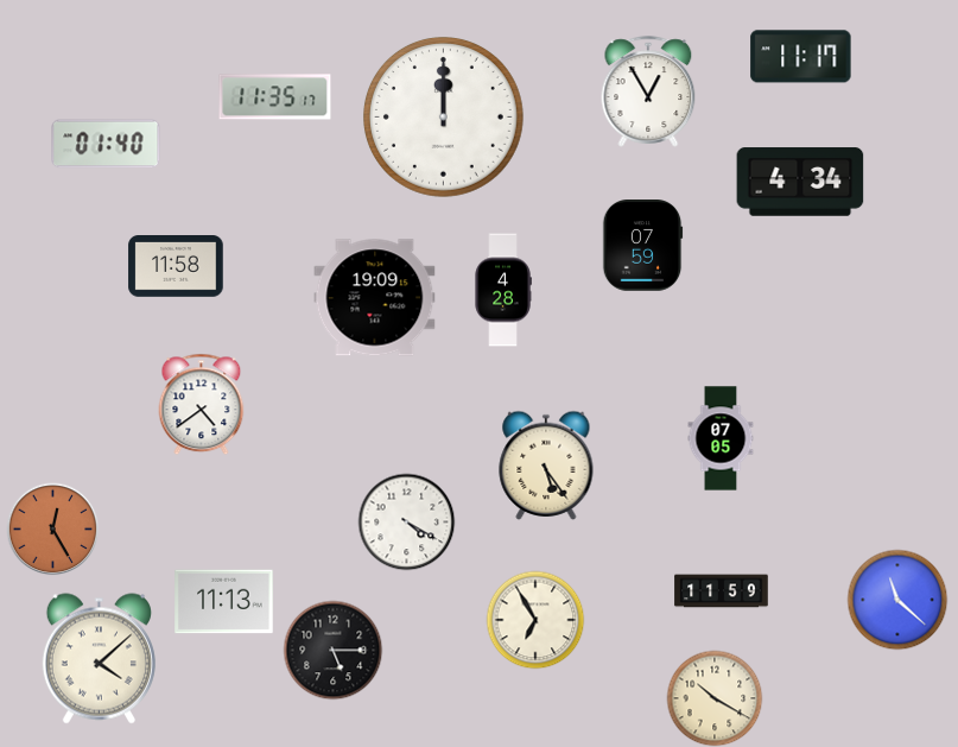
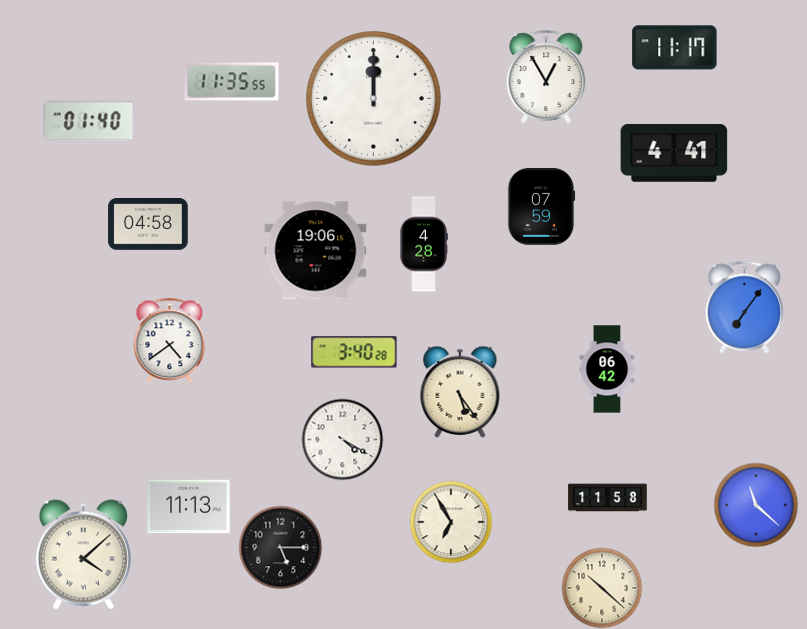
clock at (275, 97): 11:35:17 -> 11:35:55
clock at (800, 182): 4:34 -> 4:41
clock at (176, 267): 11:58 -> 04:58
clock at (375, 298): 19:09 -> 19:06
clock at (744, 307): none -> 7:06
clock at (354, 352): none -> 3:40
clock at (721, 438): 07:05 -> 06:42
clock at (52, 528): 12:25 -> none
clock at (722, 591): 11:59 -> 11:58
clock at (715, 698): 10:20 -> 10:22
